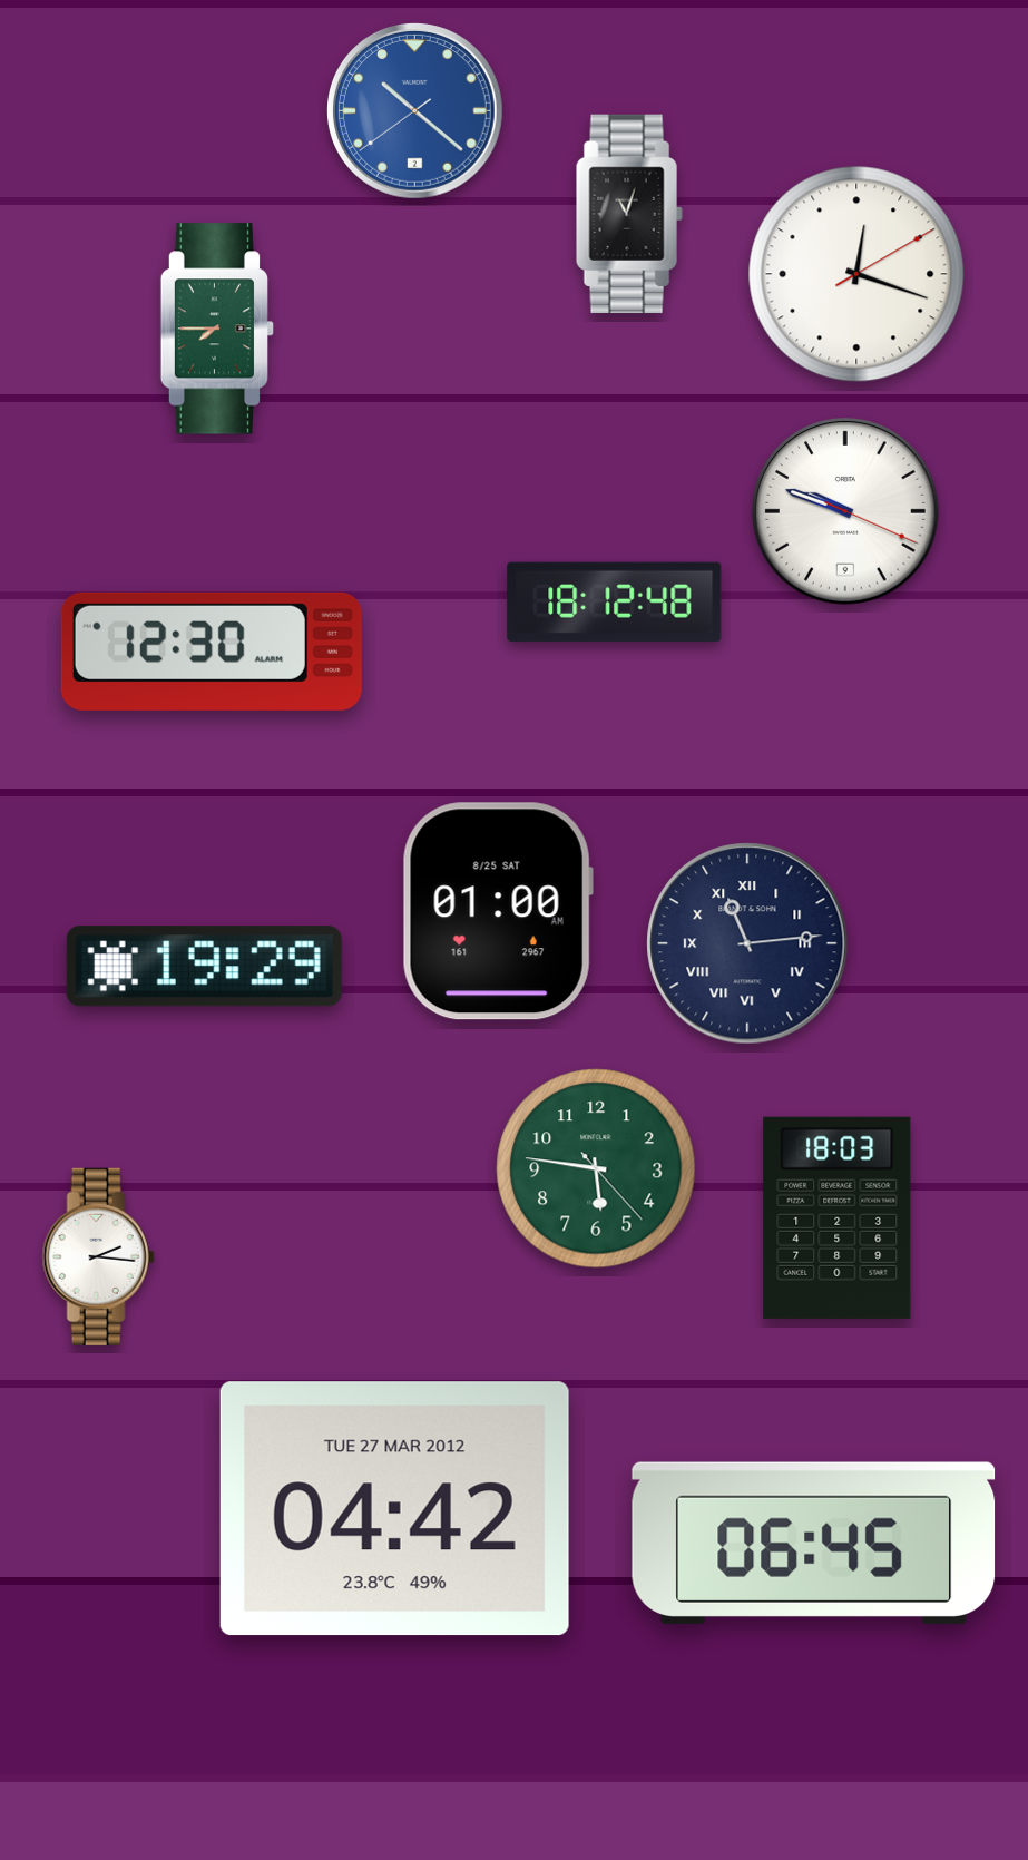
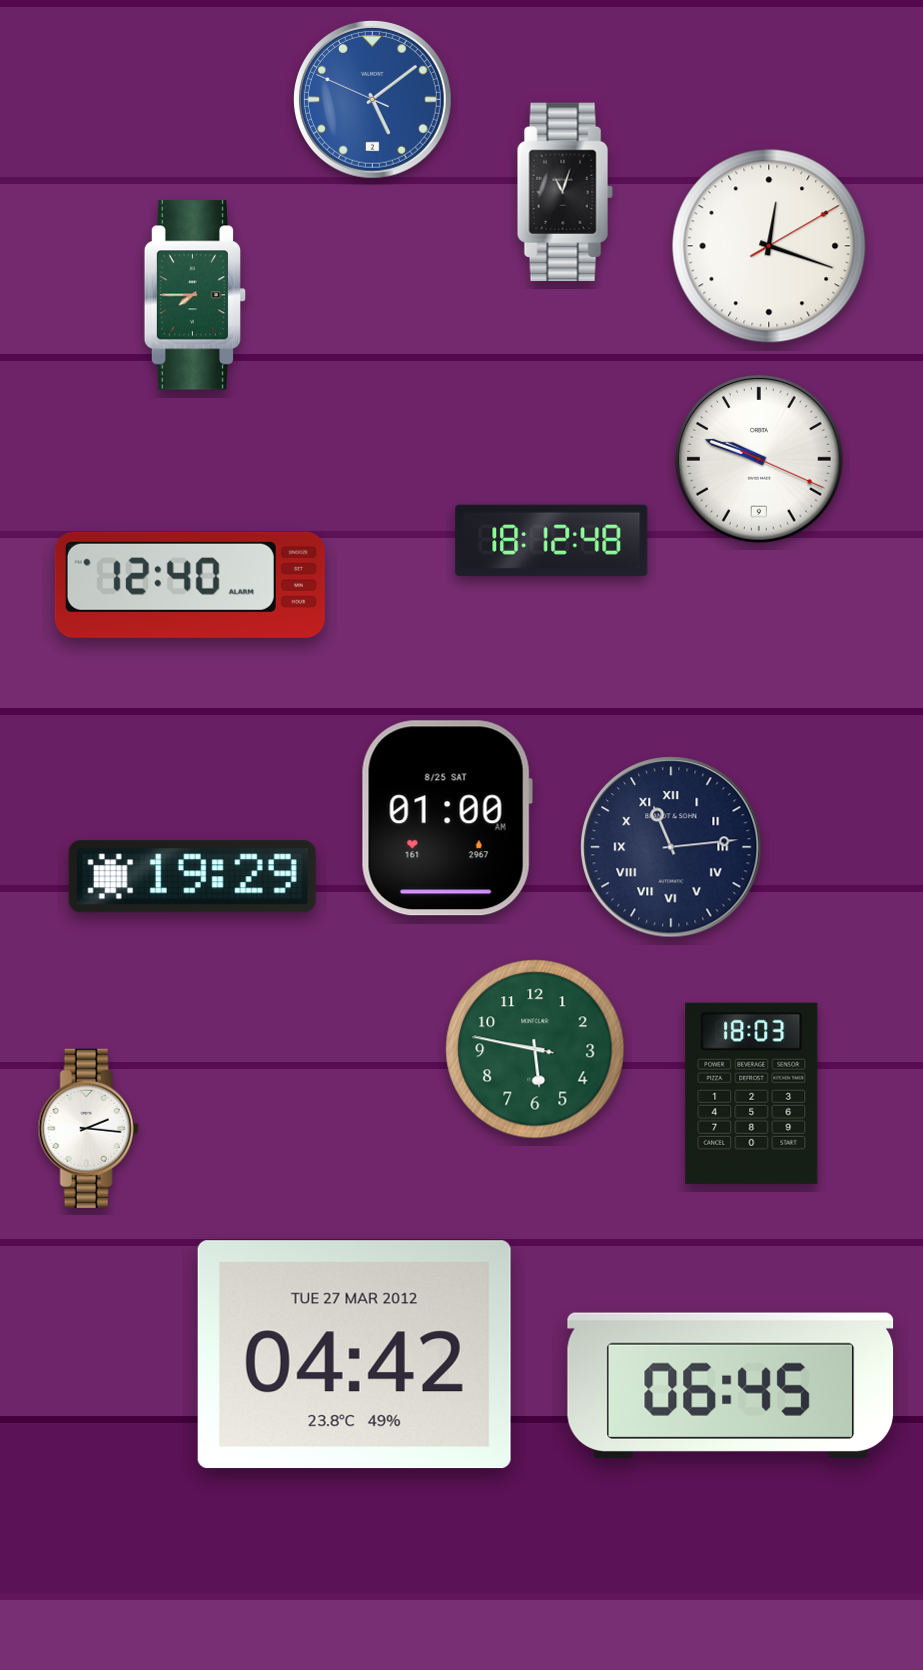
clock at (414, 110): 10:21 -> 5:08
clock at (212, 652): 12:30 -> 12:40
clock at (204, 967) position: (204, 967) -> (192, 877)
clock at (596, 1168): 5:46:23 -> 5:46:47
